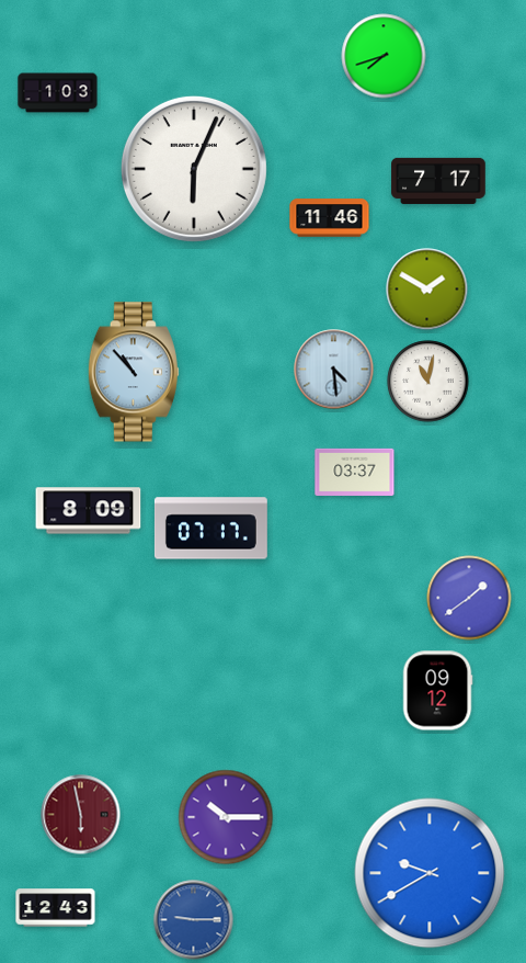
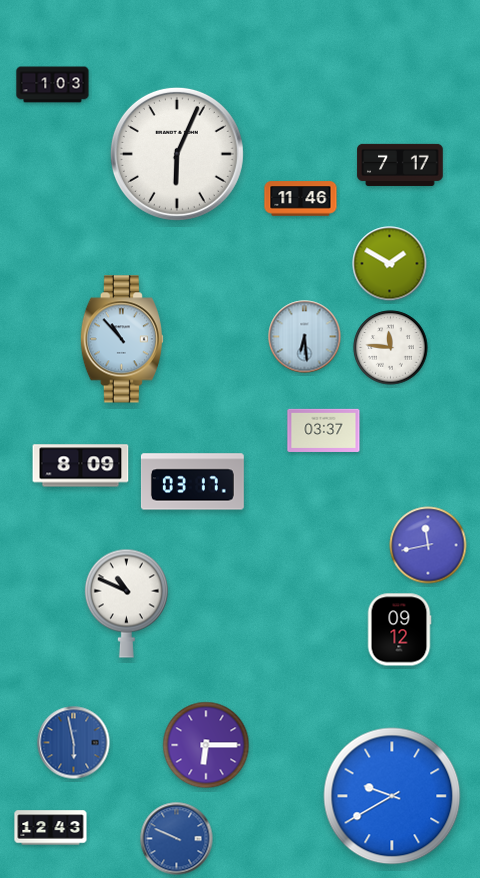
clock at (384, 56): 7:42 -> none
clock at (334, 370): 4:29 -> 6:29
clock at (428, 382): 11:02 -> 11:46
clock at (210, 529): 07:17 -> 03:17
clock at (469, 598): 1:39 -> 11:43
clock at (126, 603): none -> 10:49
clock at (81, 815) dial: burgundy -> blue
clock at (226, 817): 10:15 -> 6:15
clock at (194, 920): 9:15 -> 9:49
